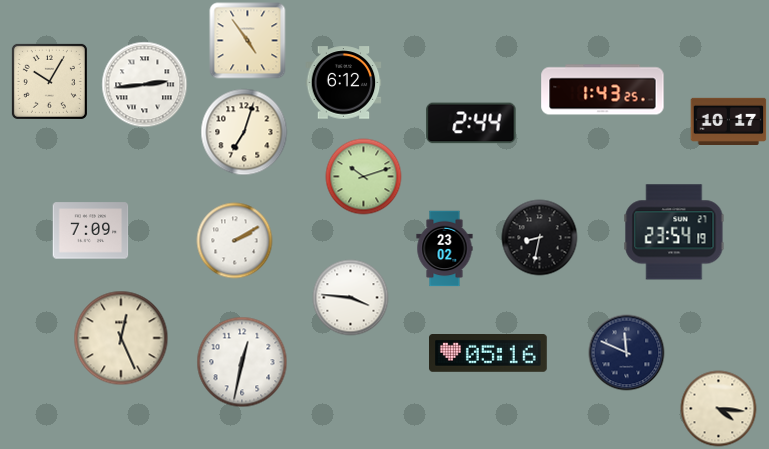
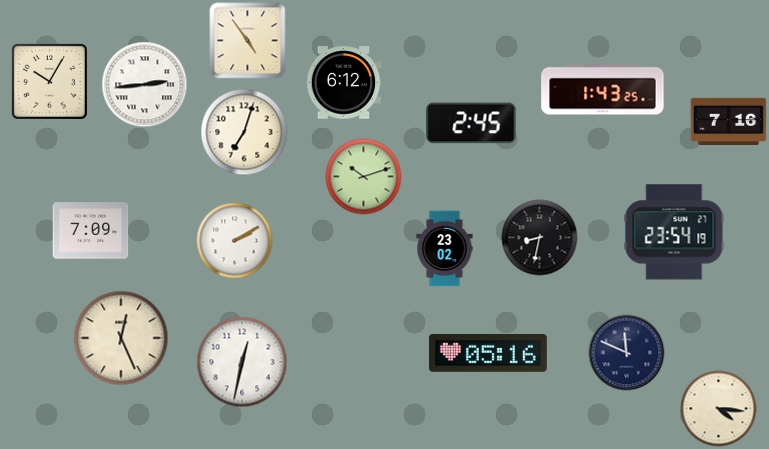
clock at (729, 121): 10:17 -> 7:16
clock at (471, 123): 2:44 -> 2:45
clock at (351, 298): 3:46 -> none
